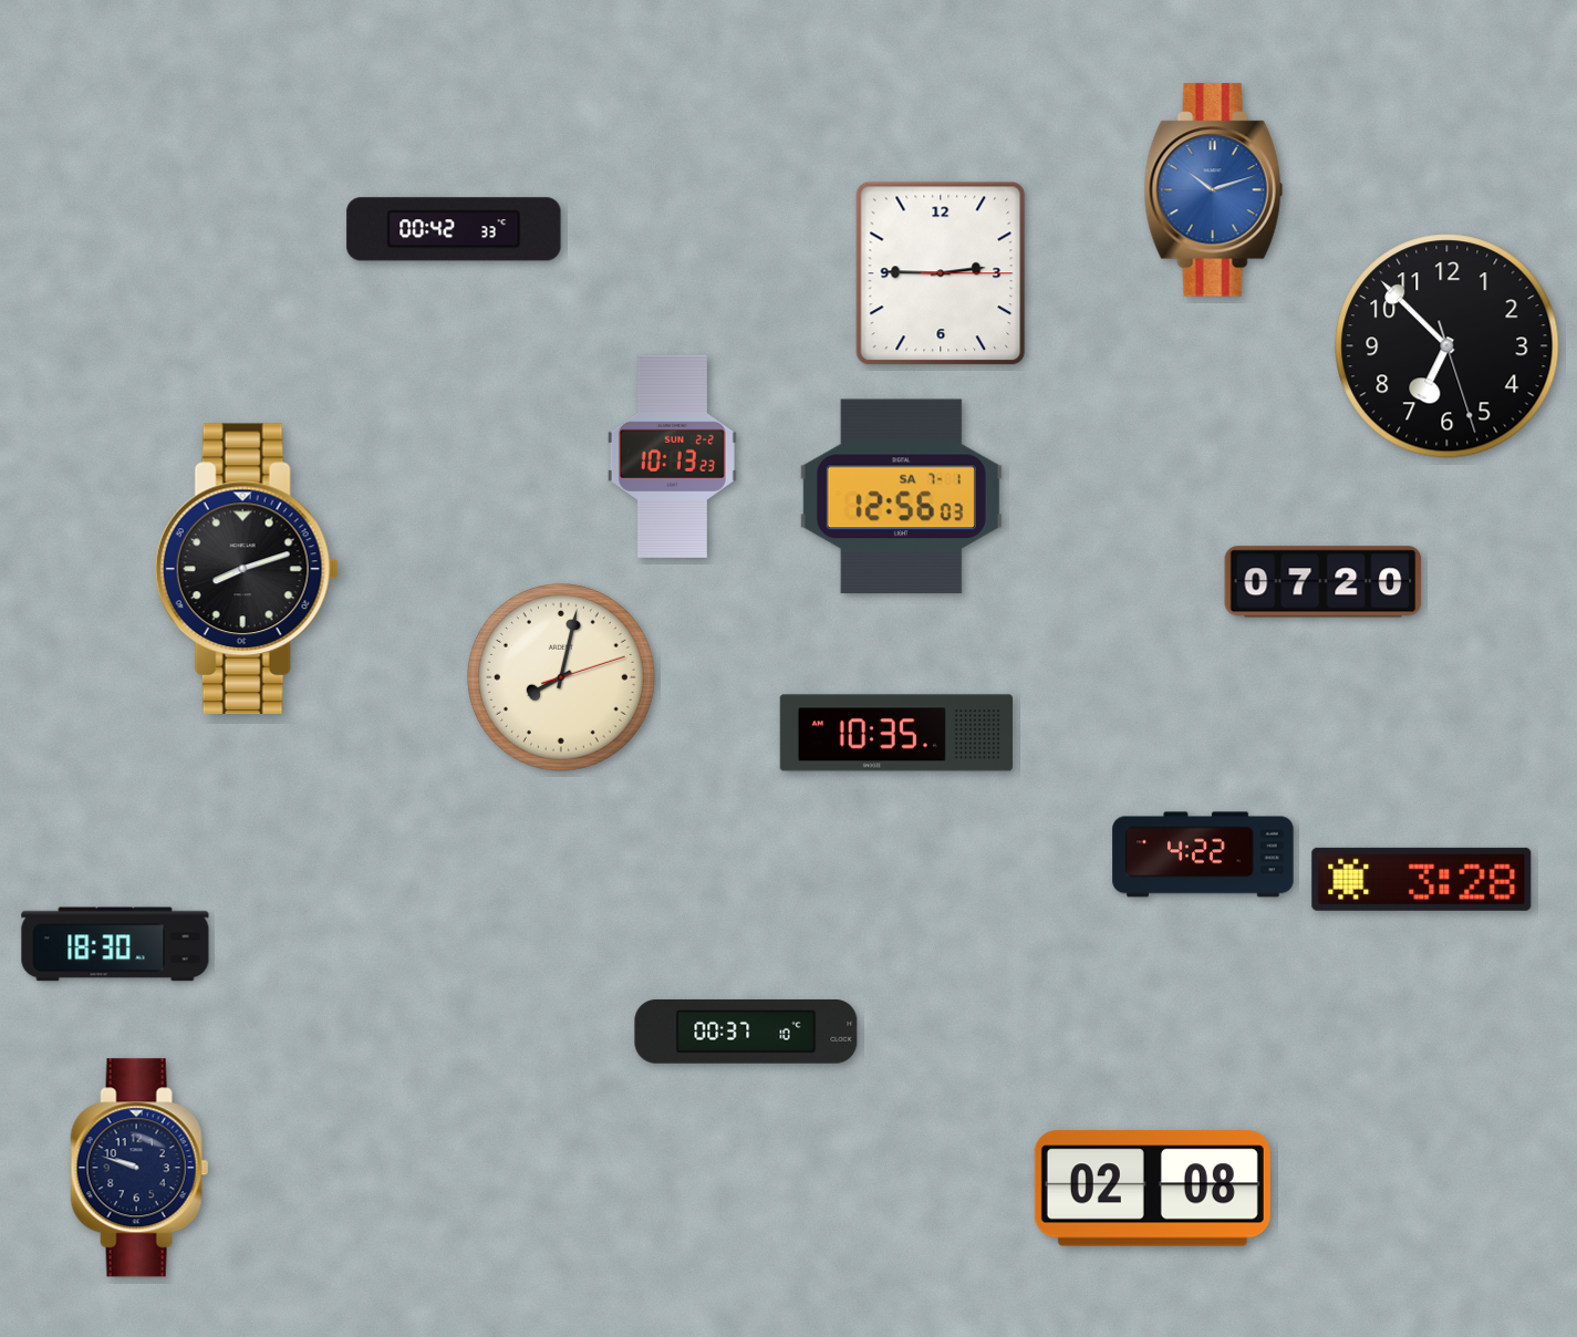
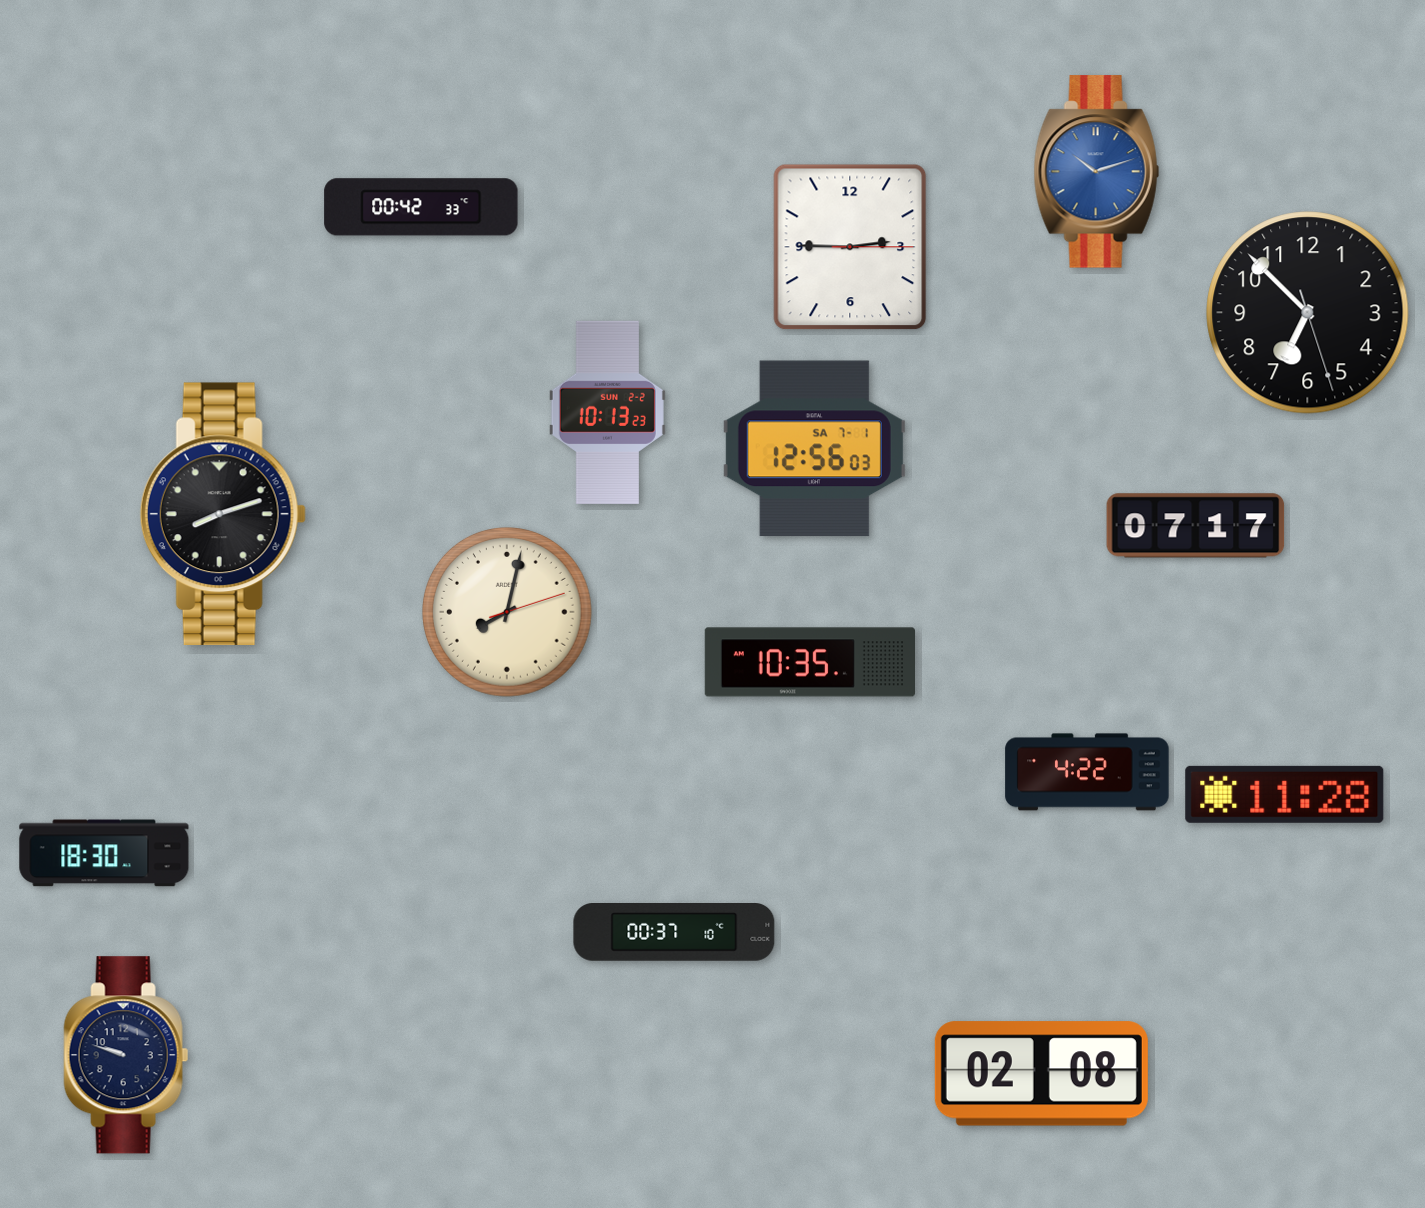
clock at (454, 229) position: (454, 229) -> (421, 207)
clock at (1324, 582): 07:20 -> 07:17
clock at (1422, 879): 3:28 -> 11:28
